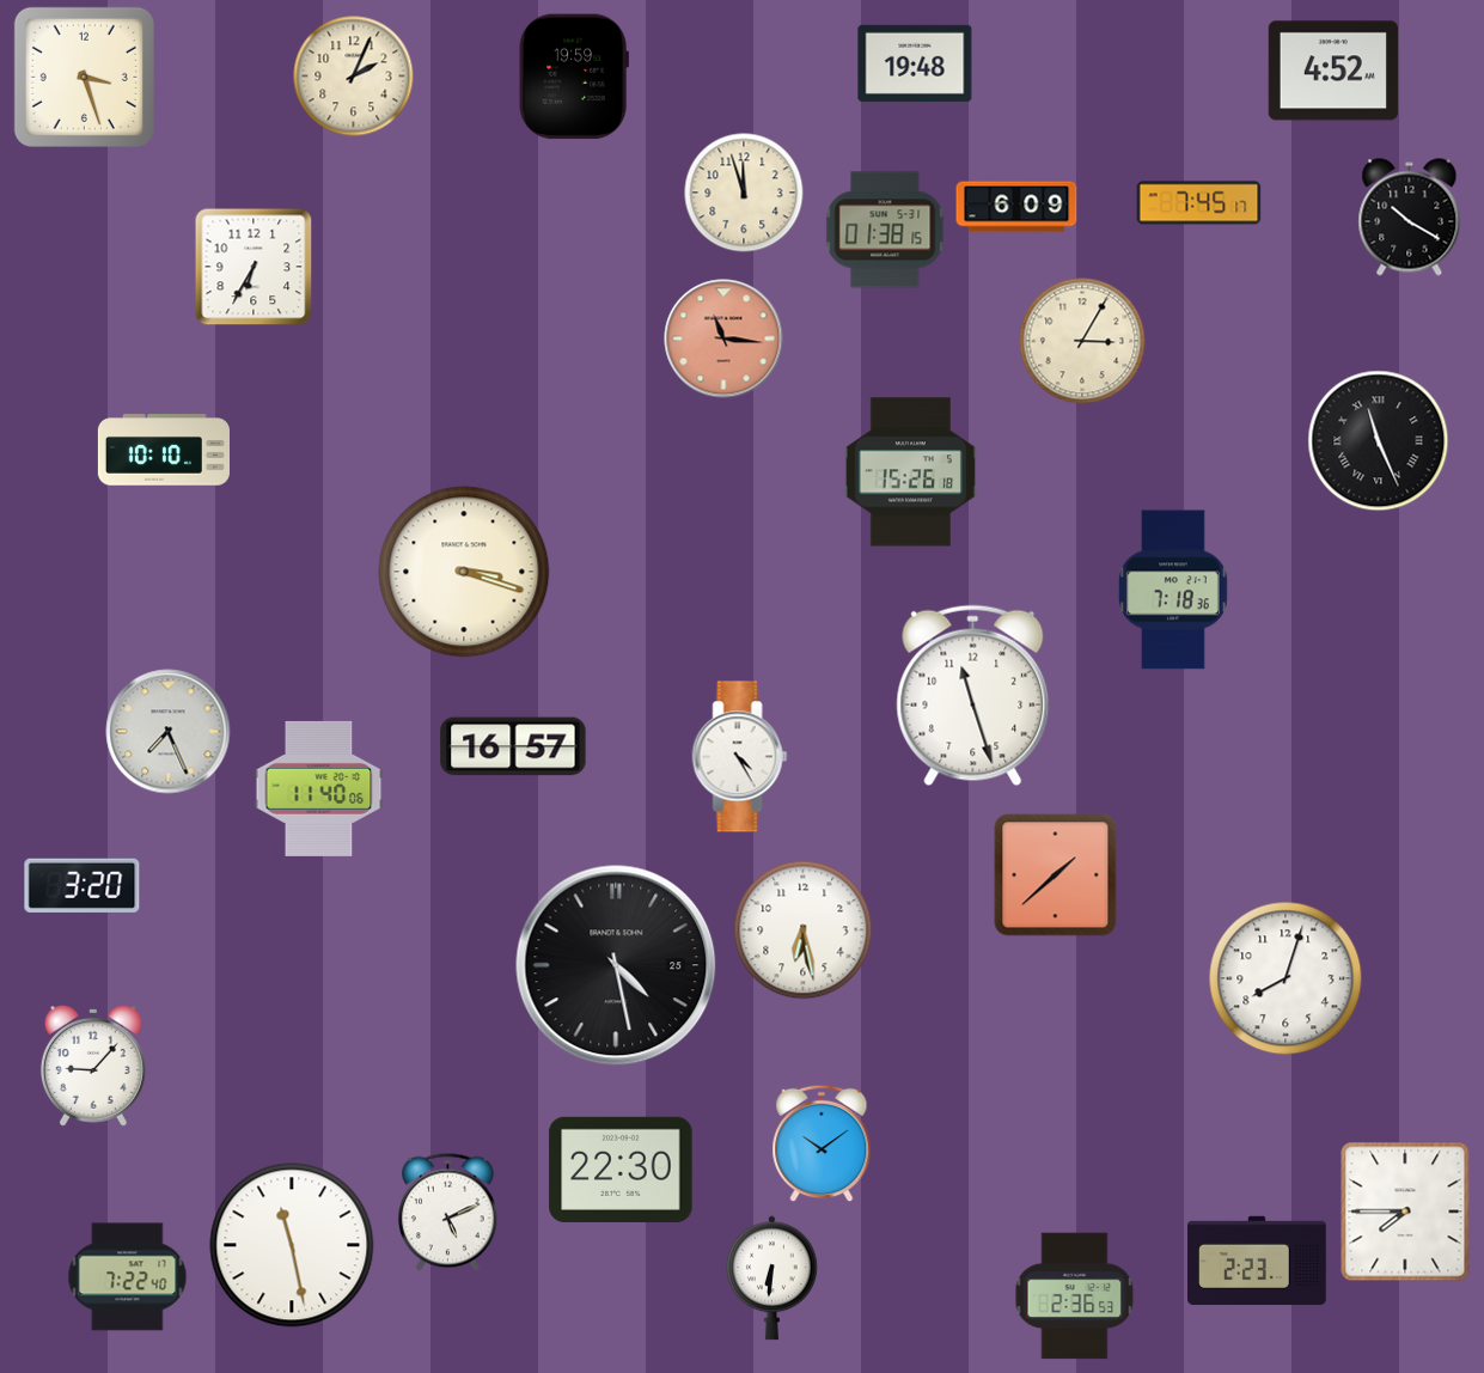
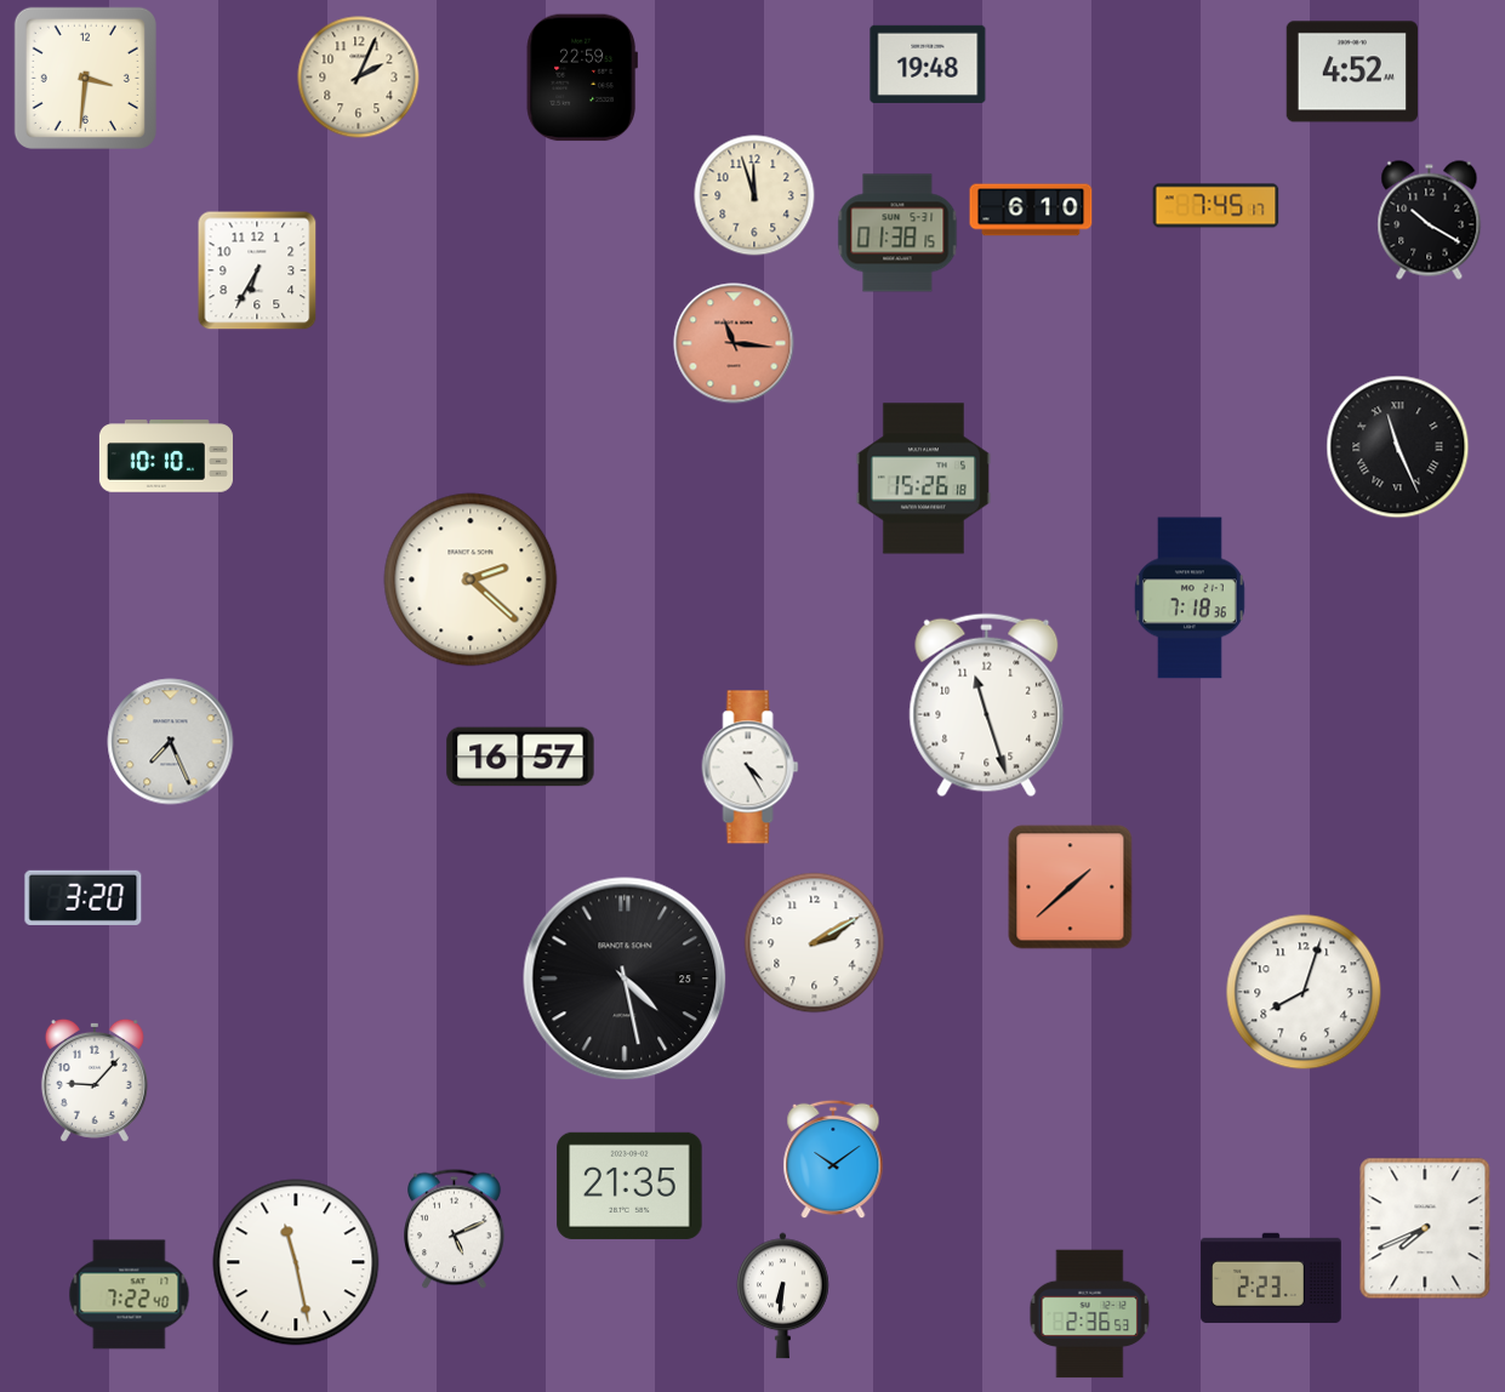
clock at (84, 77): 3:27 -> 3:31
clock at (574, 77): 19:59 -> 22:59
clock at (1016, 207): 6:09 -> 6:10
clock at (1082, 341): 3:05 -> none
clock at (464, 572): 3:18 -> 2:22
clock at (319, 788): 11:40 -> none
clock at (804, 930): 6:28 -> 2:10
clock at (621, 1170): 22:30 -> 21:35
clock at (1405, 1212): 7:45 -> 7:41
clock at (1257, 1261) position: (1257, 1261) -> (1271, 1278)
